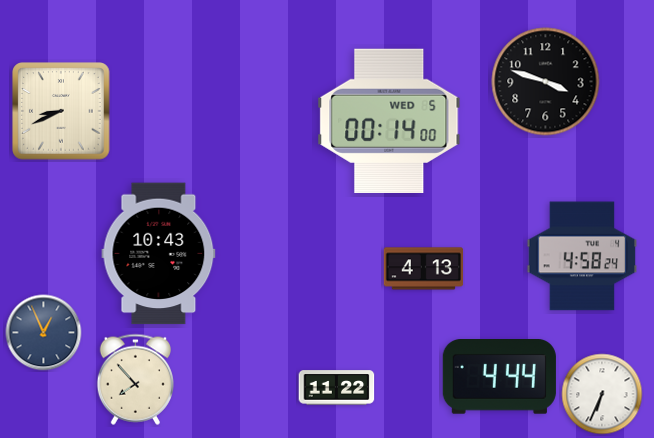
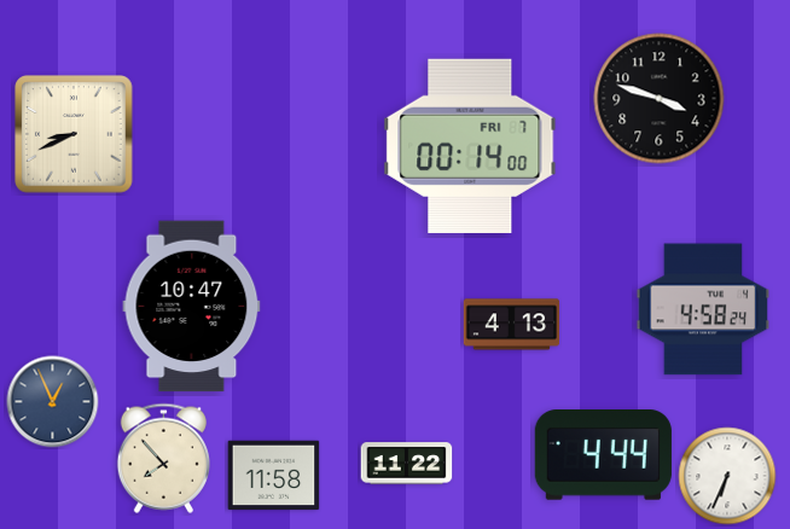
clock at (389, 121) date: WED 5 -> FRI 7
clock at (159, 254): 10:43 -> 10:47
clock at (337, 388) position: (337, 388) -> (407, 464)
clock at (274, 476): none -> 11:58
